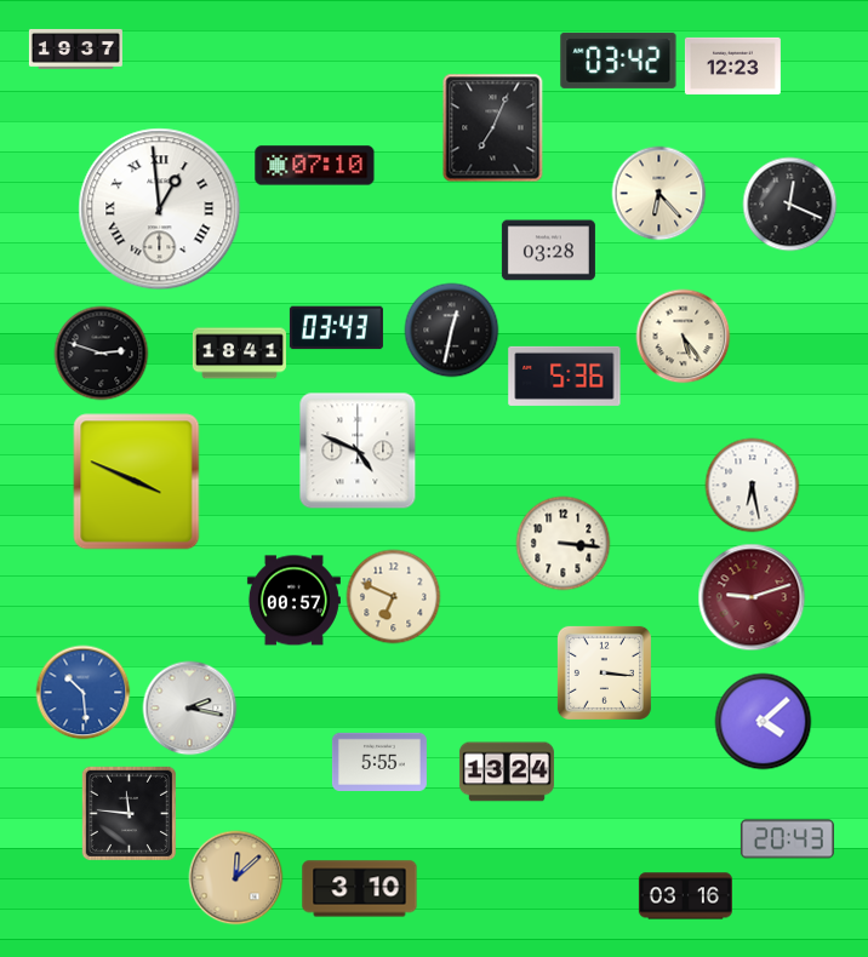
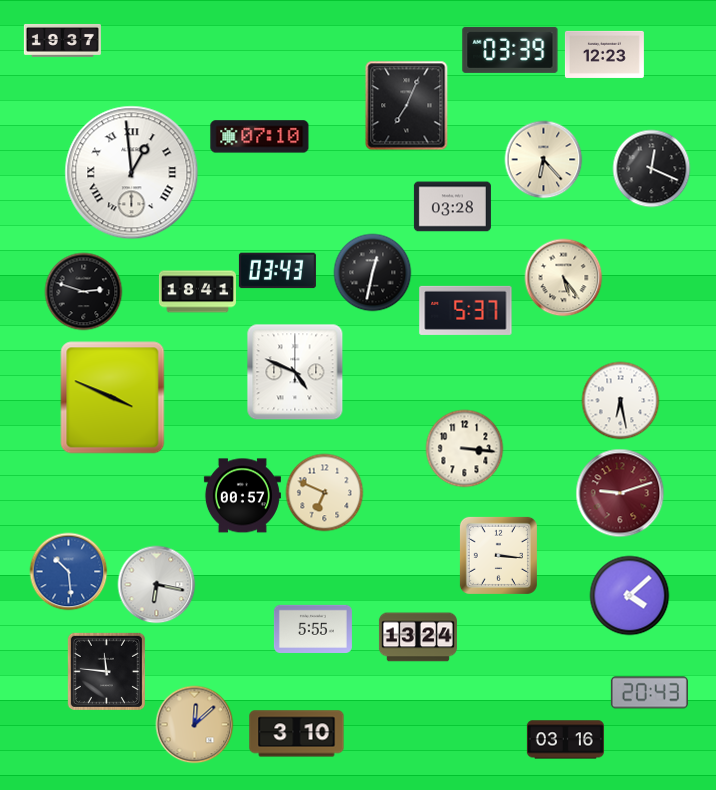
clock at (618, 61): 03:42 -> 03:39
clock at (565, 376): 5:36 -> 5:37
clock at (189, 707): 2:17 -> 6:17
